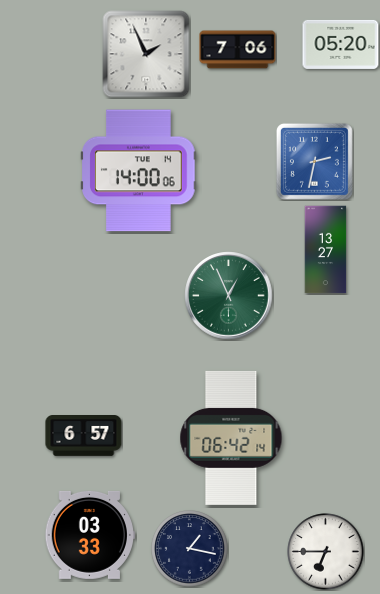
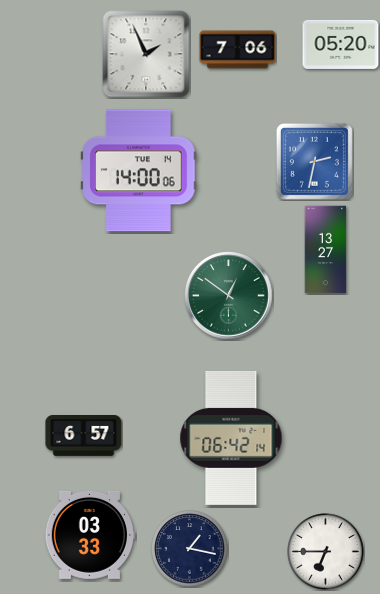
clock at (229, 296): 12:56 -> 12:51
